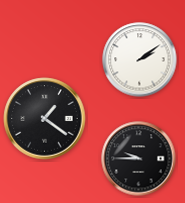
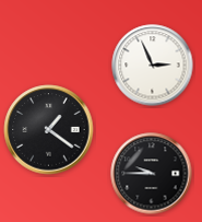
clock at (140, 60): 2:09 -> 2:56
